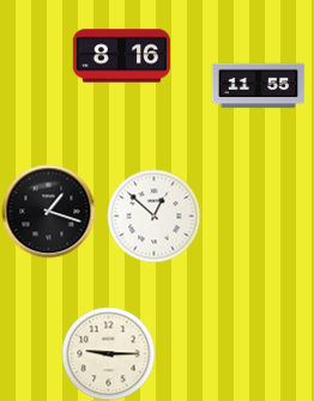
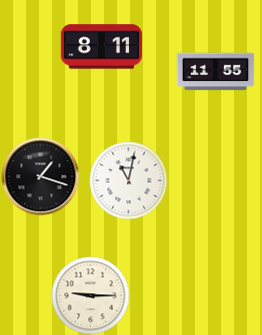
clock at (121, 56): 8:16 -> 8:11
clock at (153, 215): 12:52 -> 11:02
